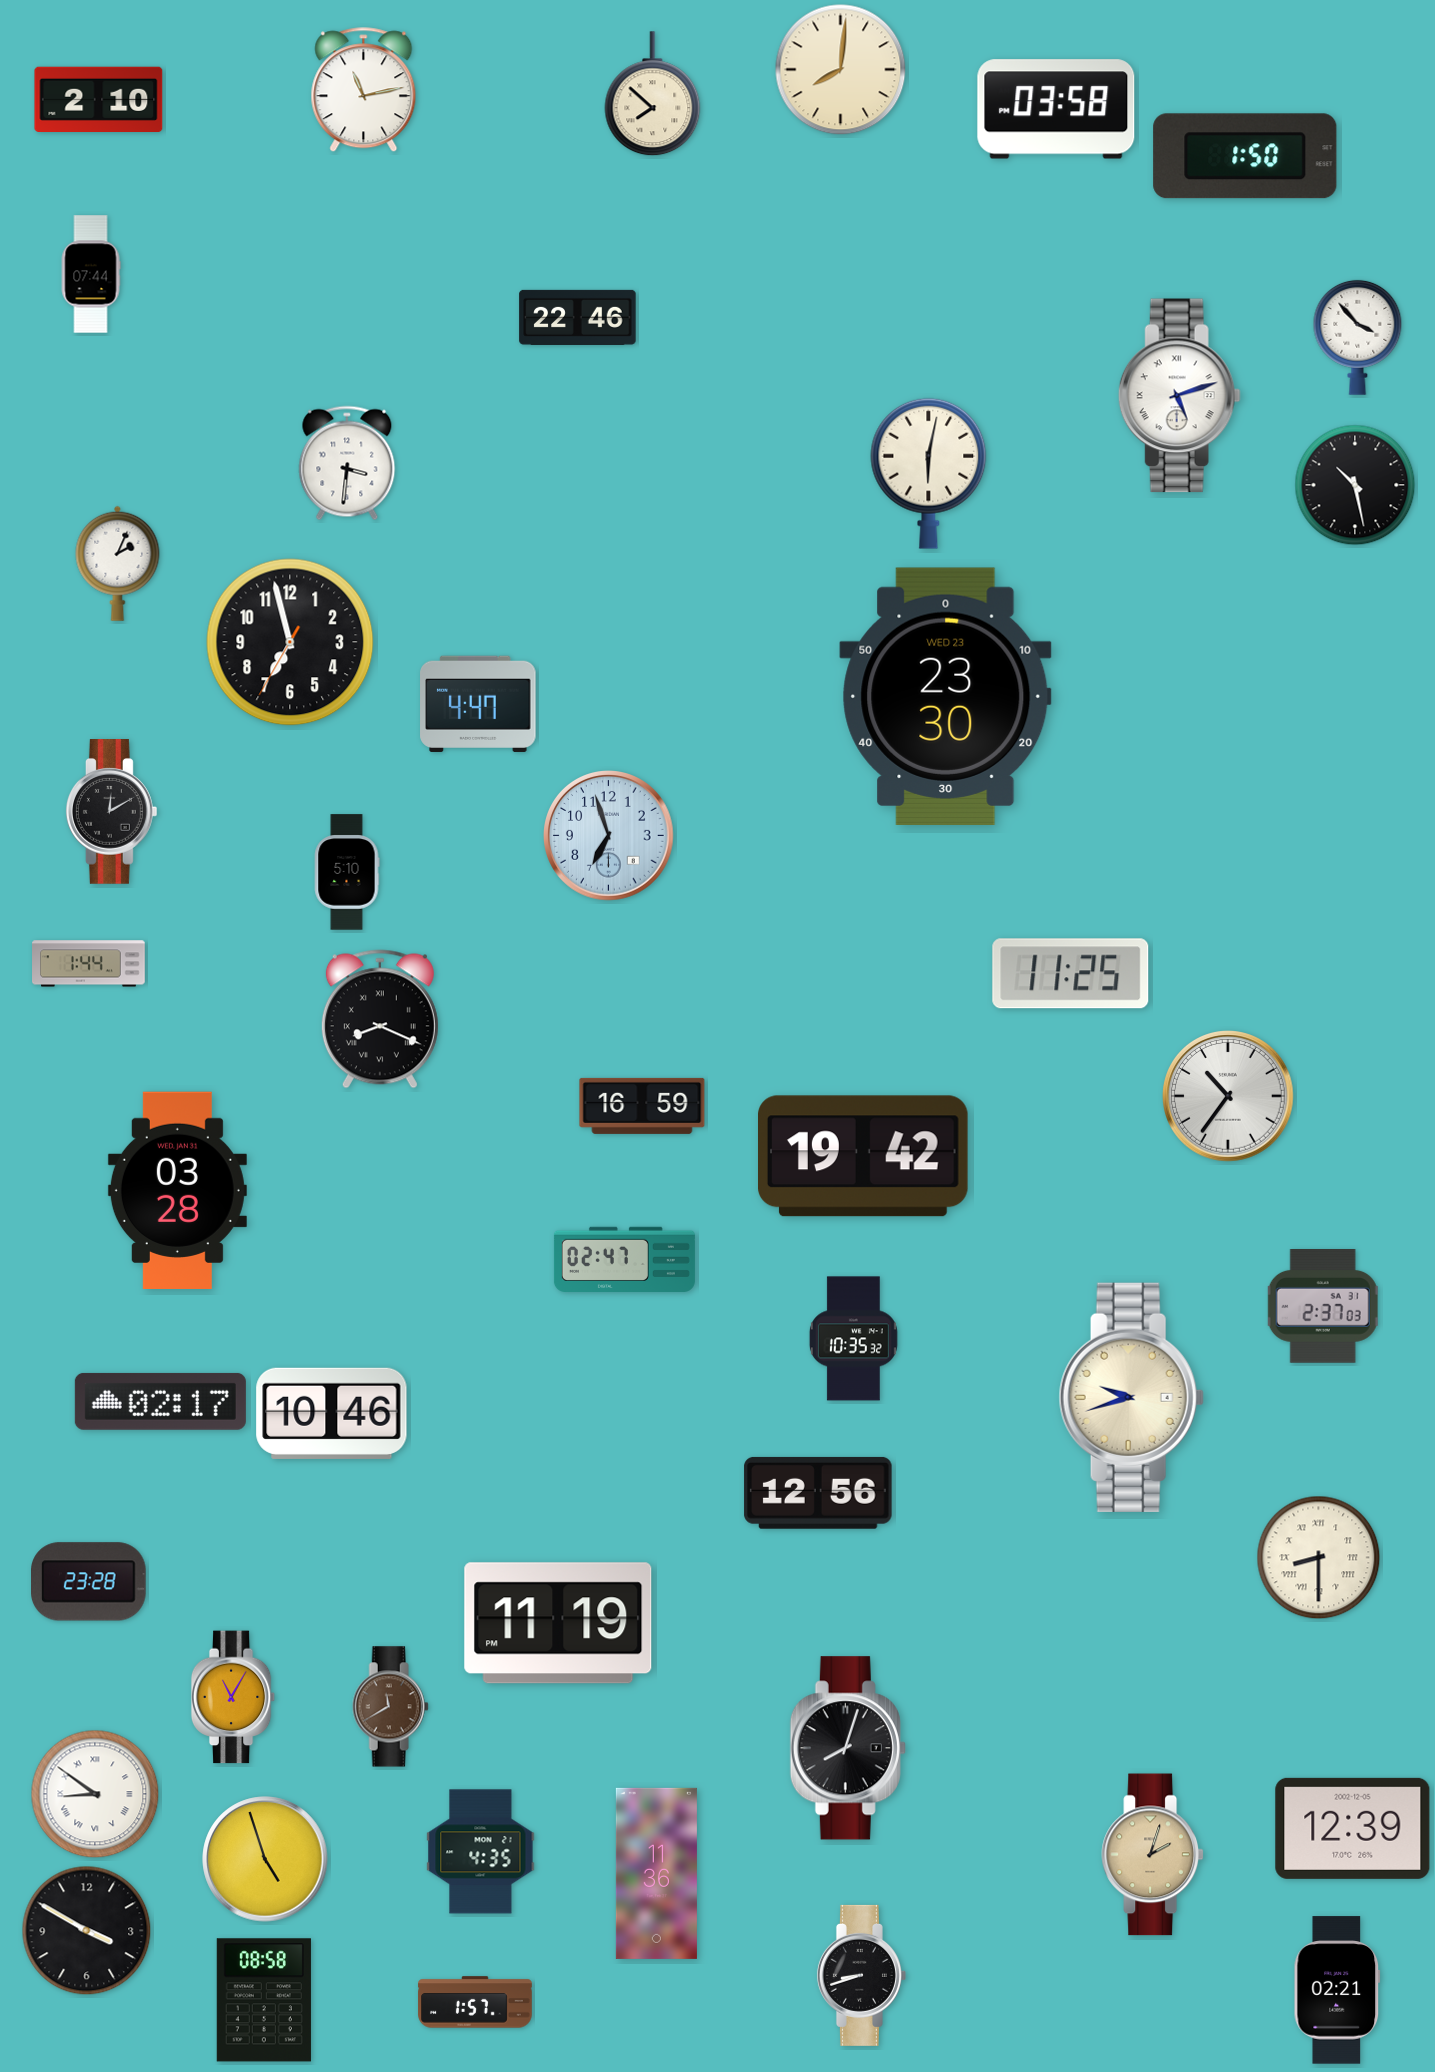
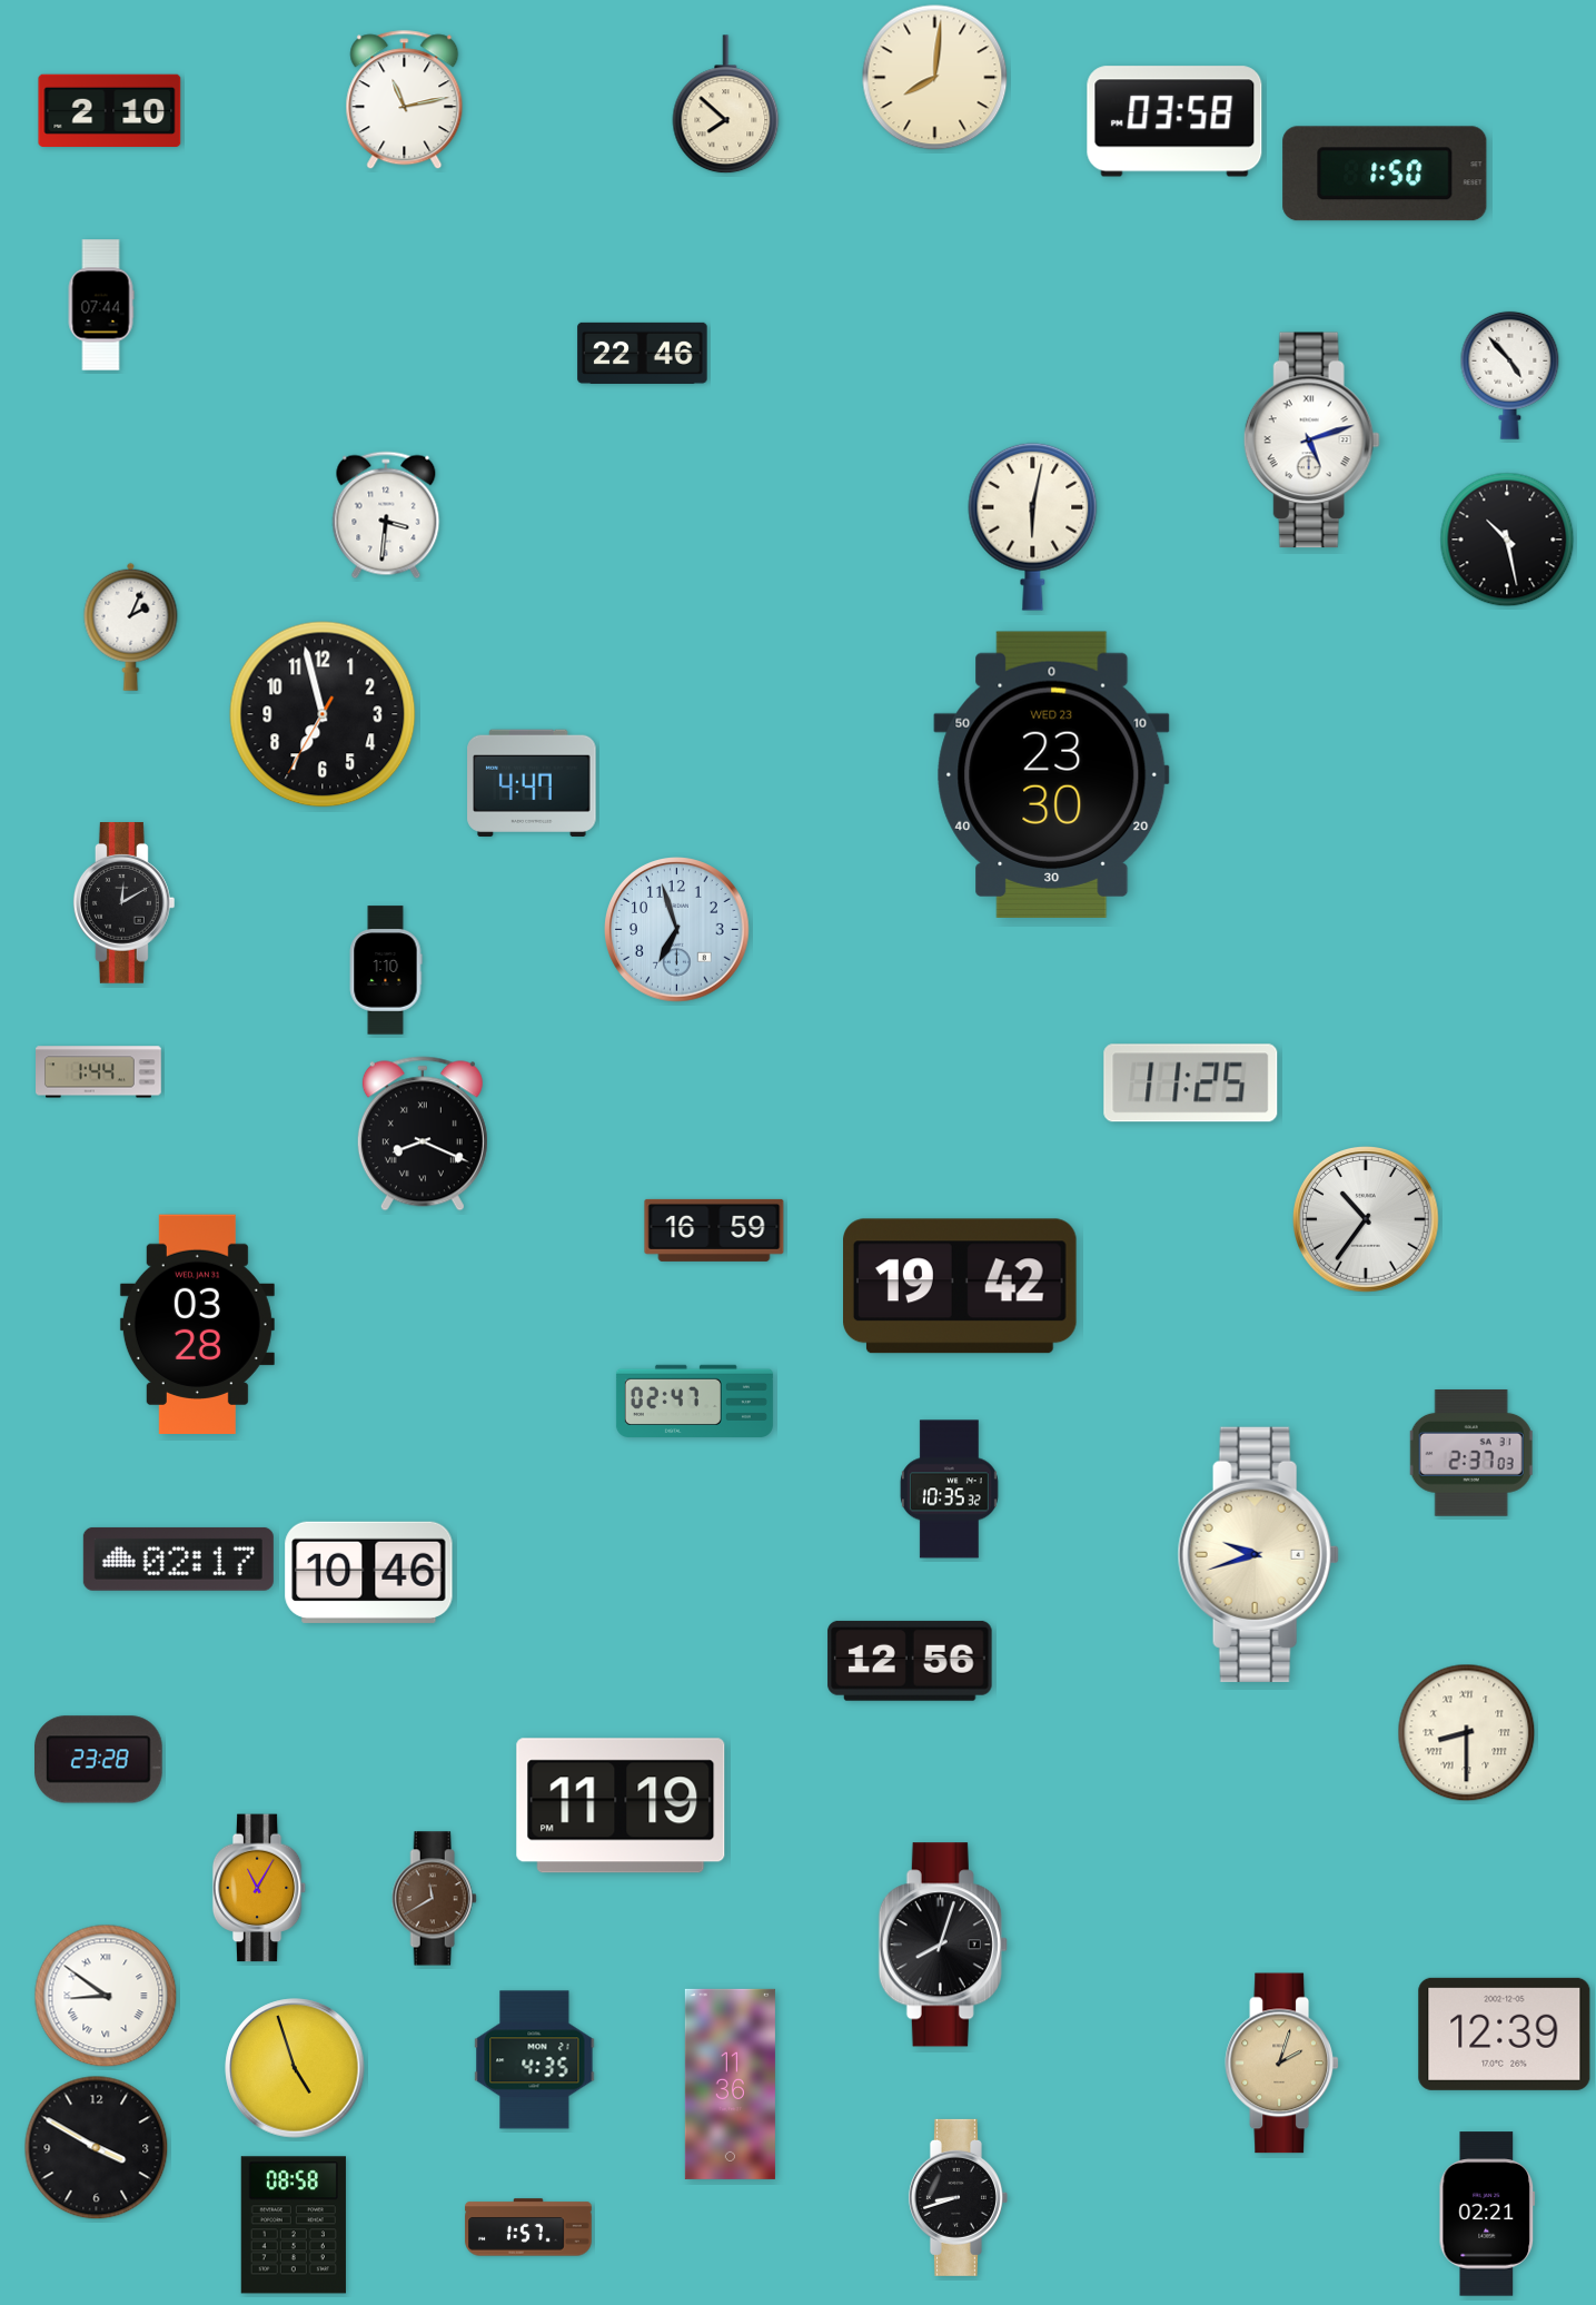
clock at (1358, 337): 3:53 -> 4:53
clock at (347, 872): 5:10 -> 1:10
